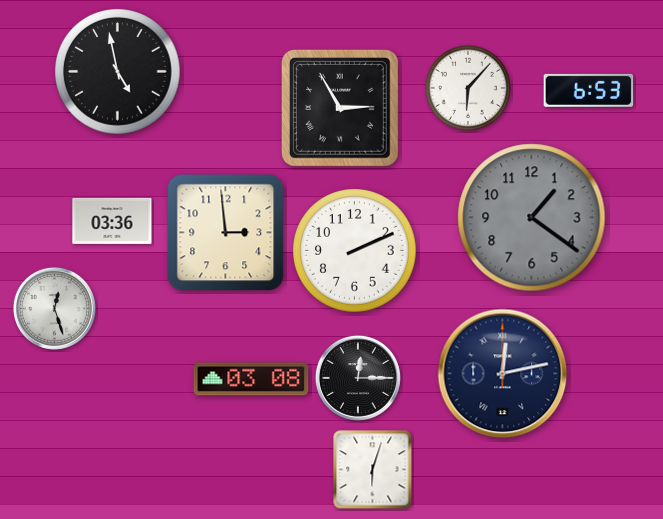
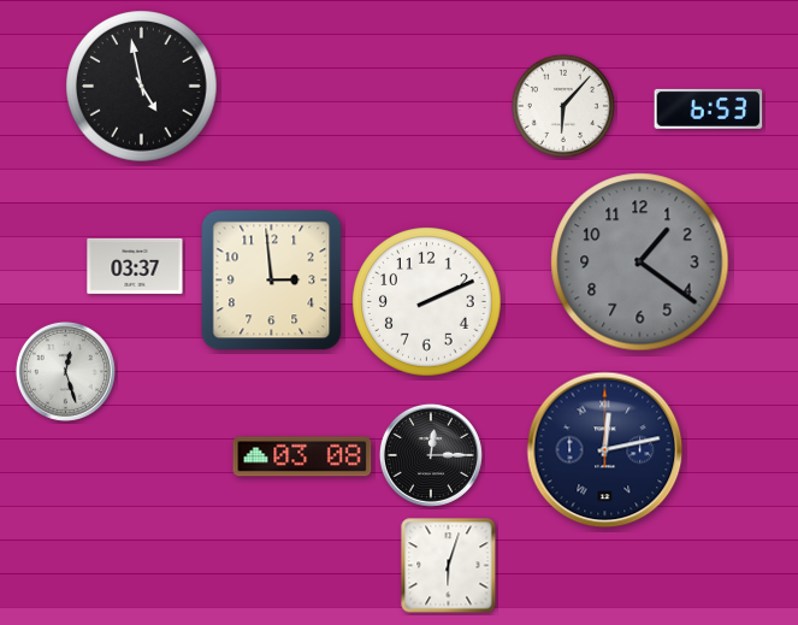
clock at (340, 108): 2:55 -> none
clock at (112, 221): 03:36 -> 03:37
